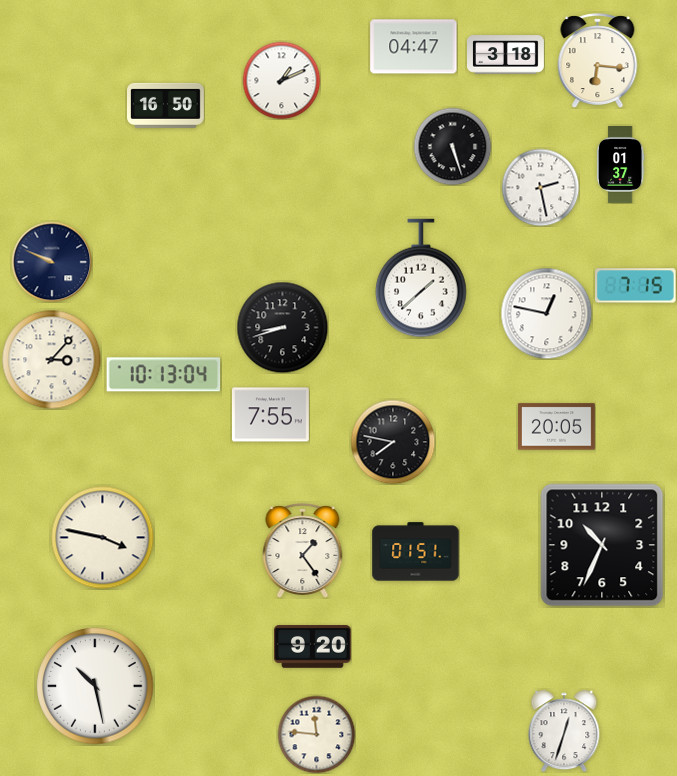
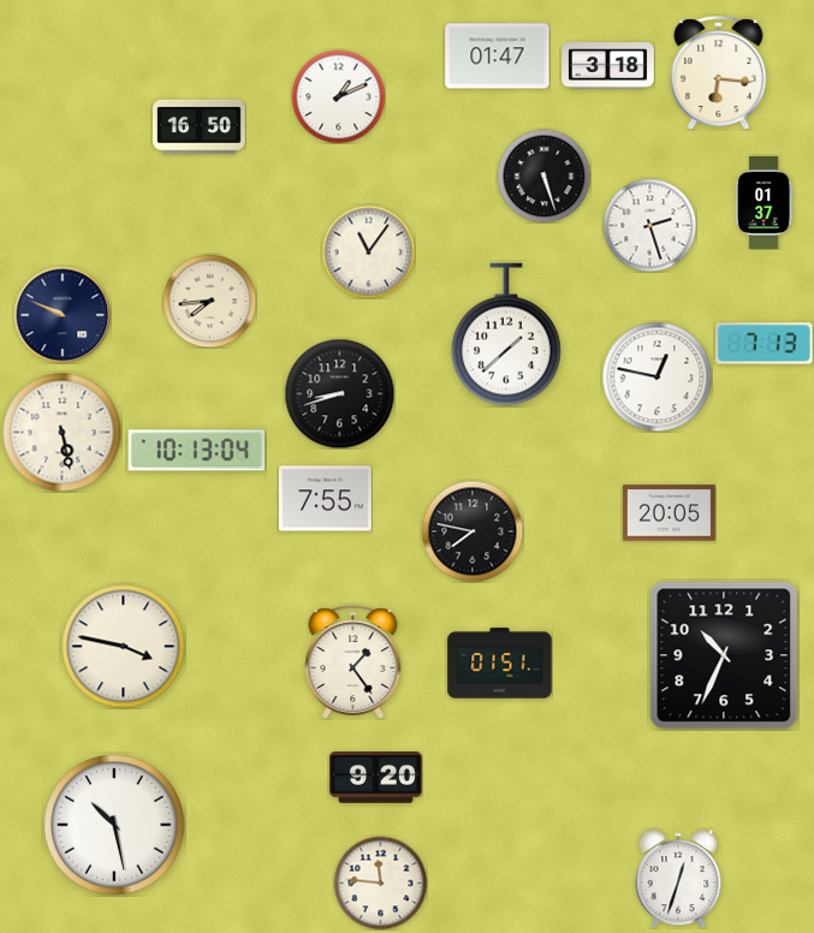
clock at (414, 47): 04:47 -> 01:47
clock at (620, 165) position: (620, 165) -> (764, 203)
clock at (540, 187): 2:28 -> 2:27
clock at (368, 251): none -> 11:06
clock at (209, 301): none -> 7:44
clock at (636, 286): 7:15 -> 7:13
clock at (52, 360): 3:07 -> 5:28
clock at (303, 550) position: (303, 550) -> (353, 661)
